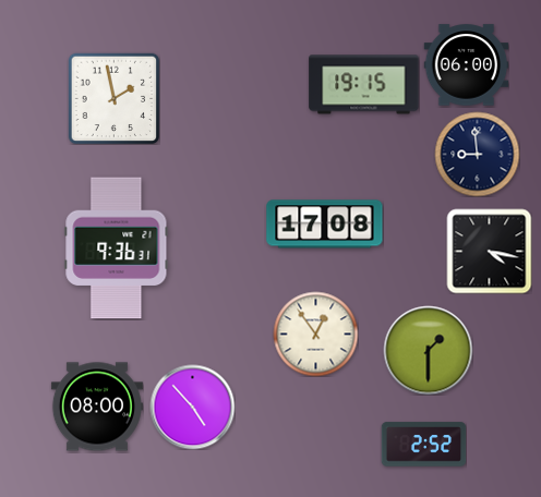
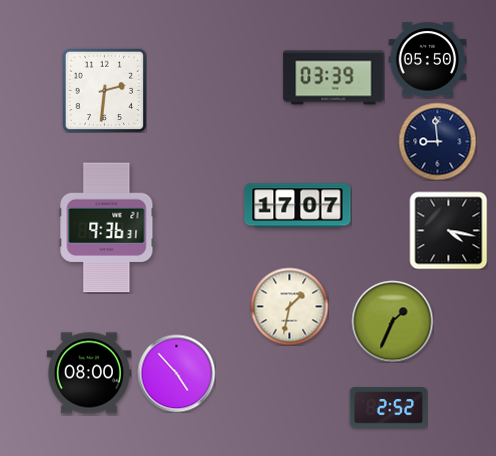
clock at (466, 65): 06:00 -> 05:50
clock at (364, 85): 19:15 -> 03:39
clock at (113, 98): 1:58 -> 2:31
clock at (325, 225): 17:08 -> 17:07
clock at (315, 334): 12:54 -> 1:32
clock at (428, 350): 1:30 -> 1:34
